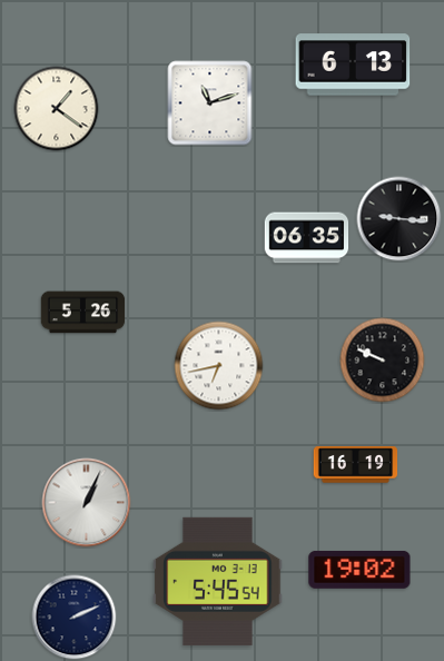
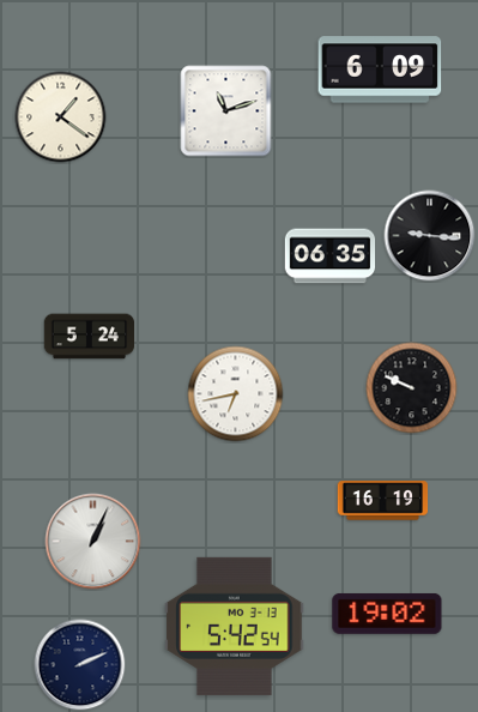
clock at (353, 65): 6:13 -> 6:09
clock at (83, 313): 5:26 -> 5:24
clock at (218, 581): 5:45 -> 5:42
